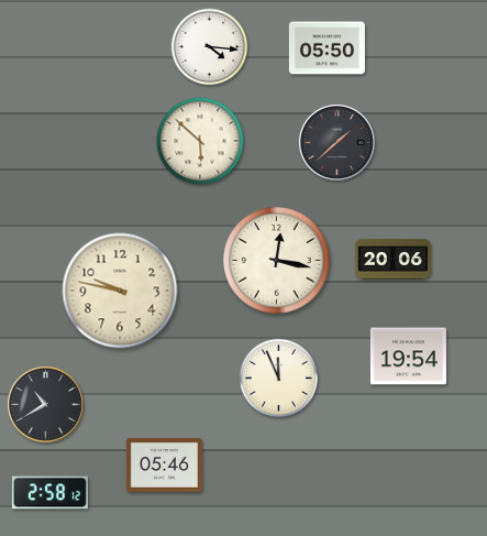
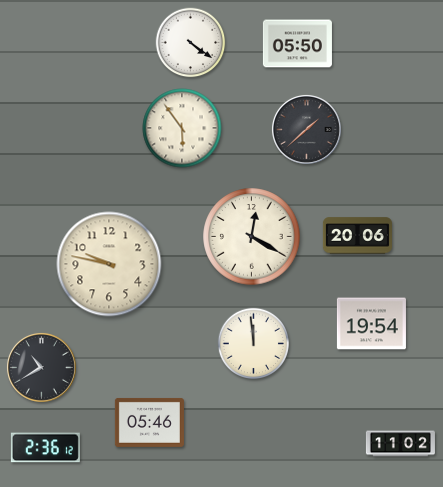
clock at (210, 47): 4:16 -> 4:21
clock at (200, 141): 5:52 -> 5:54
clock at (277, 261): 12:17 -> 12:20
clock at (278, 378): 11:56 -> 11:59
clock at (400, 444): none -> 11:02
clock at (49, 493): 2:58 -> 2:36
